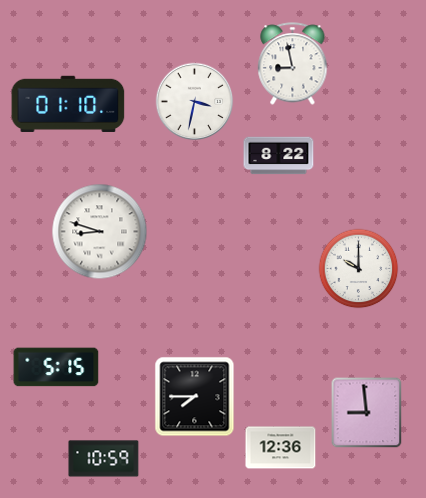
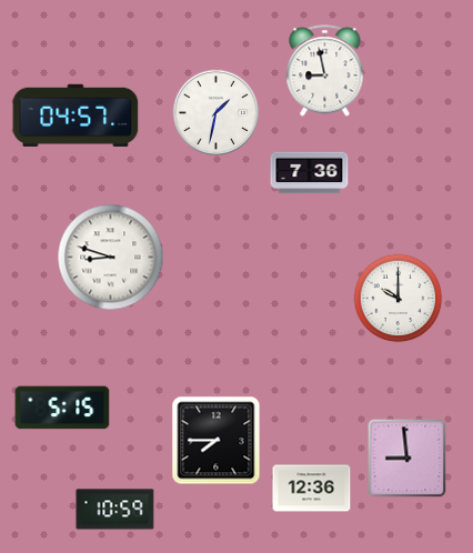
clock at (195, 102): 3:32 -> 1:32
clock at (68, 104): 01:10 -> 04:57
clock at (279, 156): 8:22 -> 7:36
clock at (281, 448) position: (281, 448) -> (312, 489)
